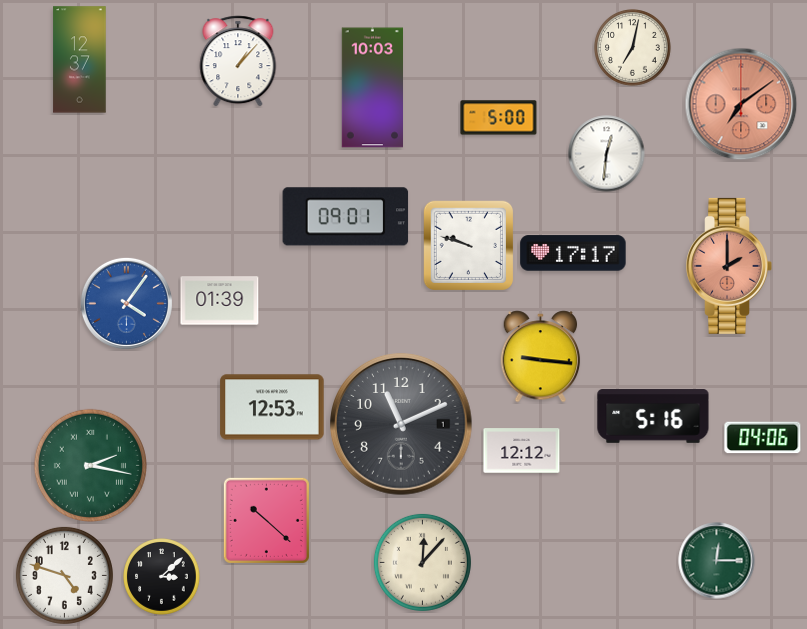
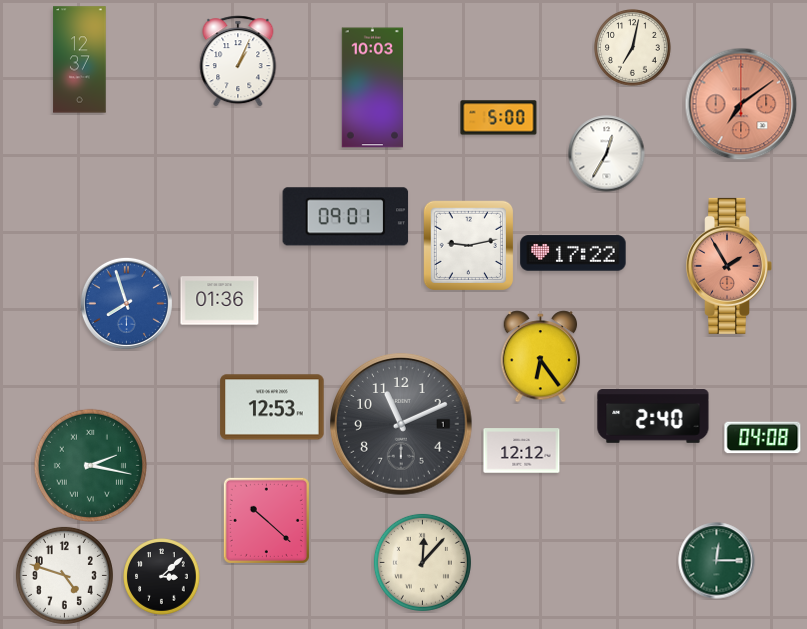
clock at (238, 61): 1:07 -> 1:04
clock at (607, 154): 12:31 -> 12:35
clock at (468, 245): 9:48 -> 9:13
clock at (573, 253): 17:17 -> 17:22
clock at (729, 266): 2:00 -> 1:55
clock at (220, 301): 01:39 -> 01:36
clock at (126, 303): 4:06 -> 7:57
clock at (541, 357): 9:16 -> 6:24
clock at (653, 416): 5:16 -> 2:40
clock at (763, 438): 04:06 -> 04:08
